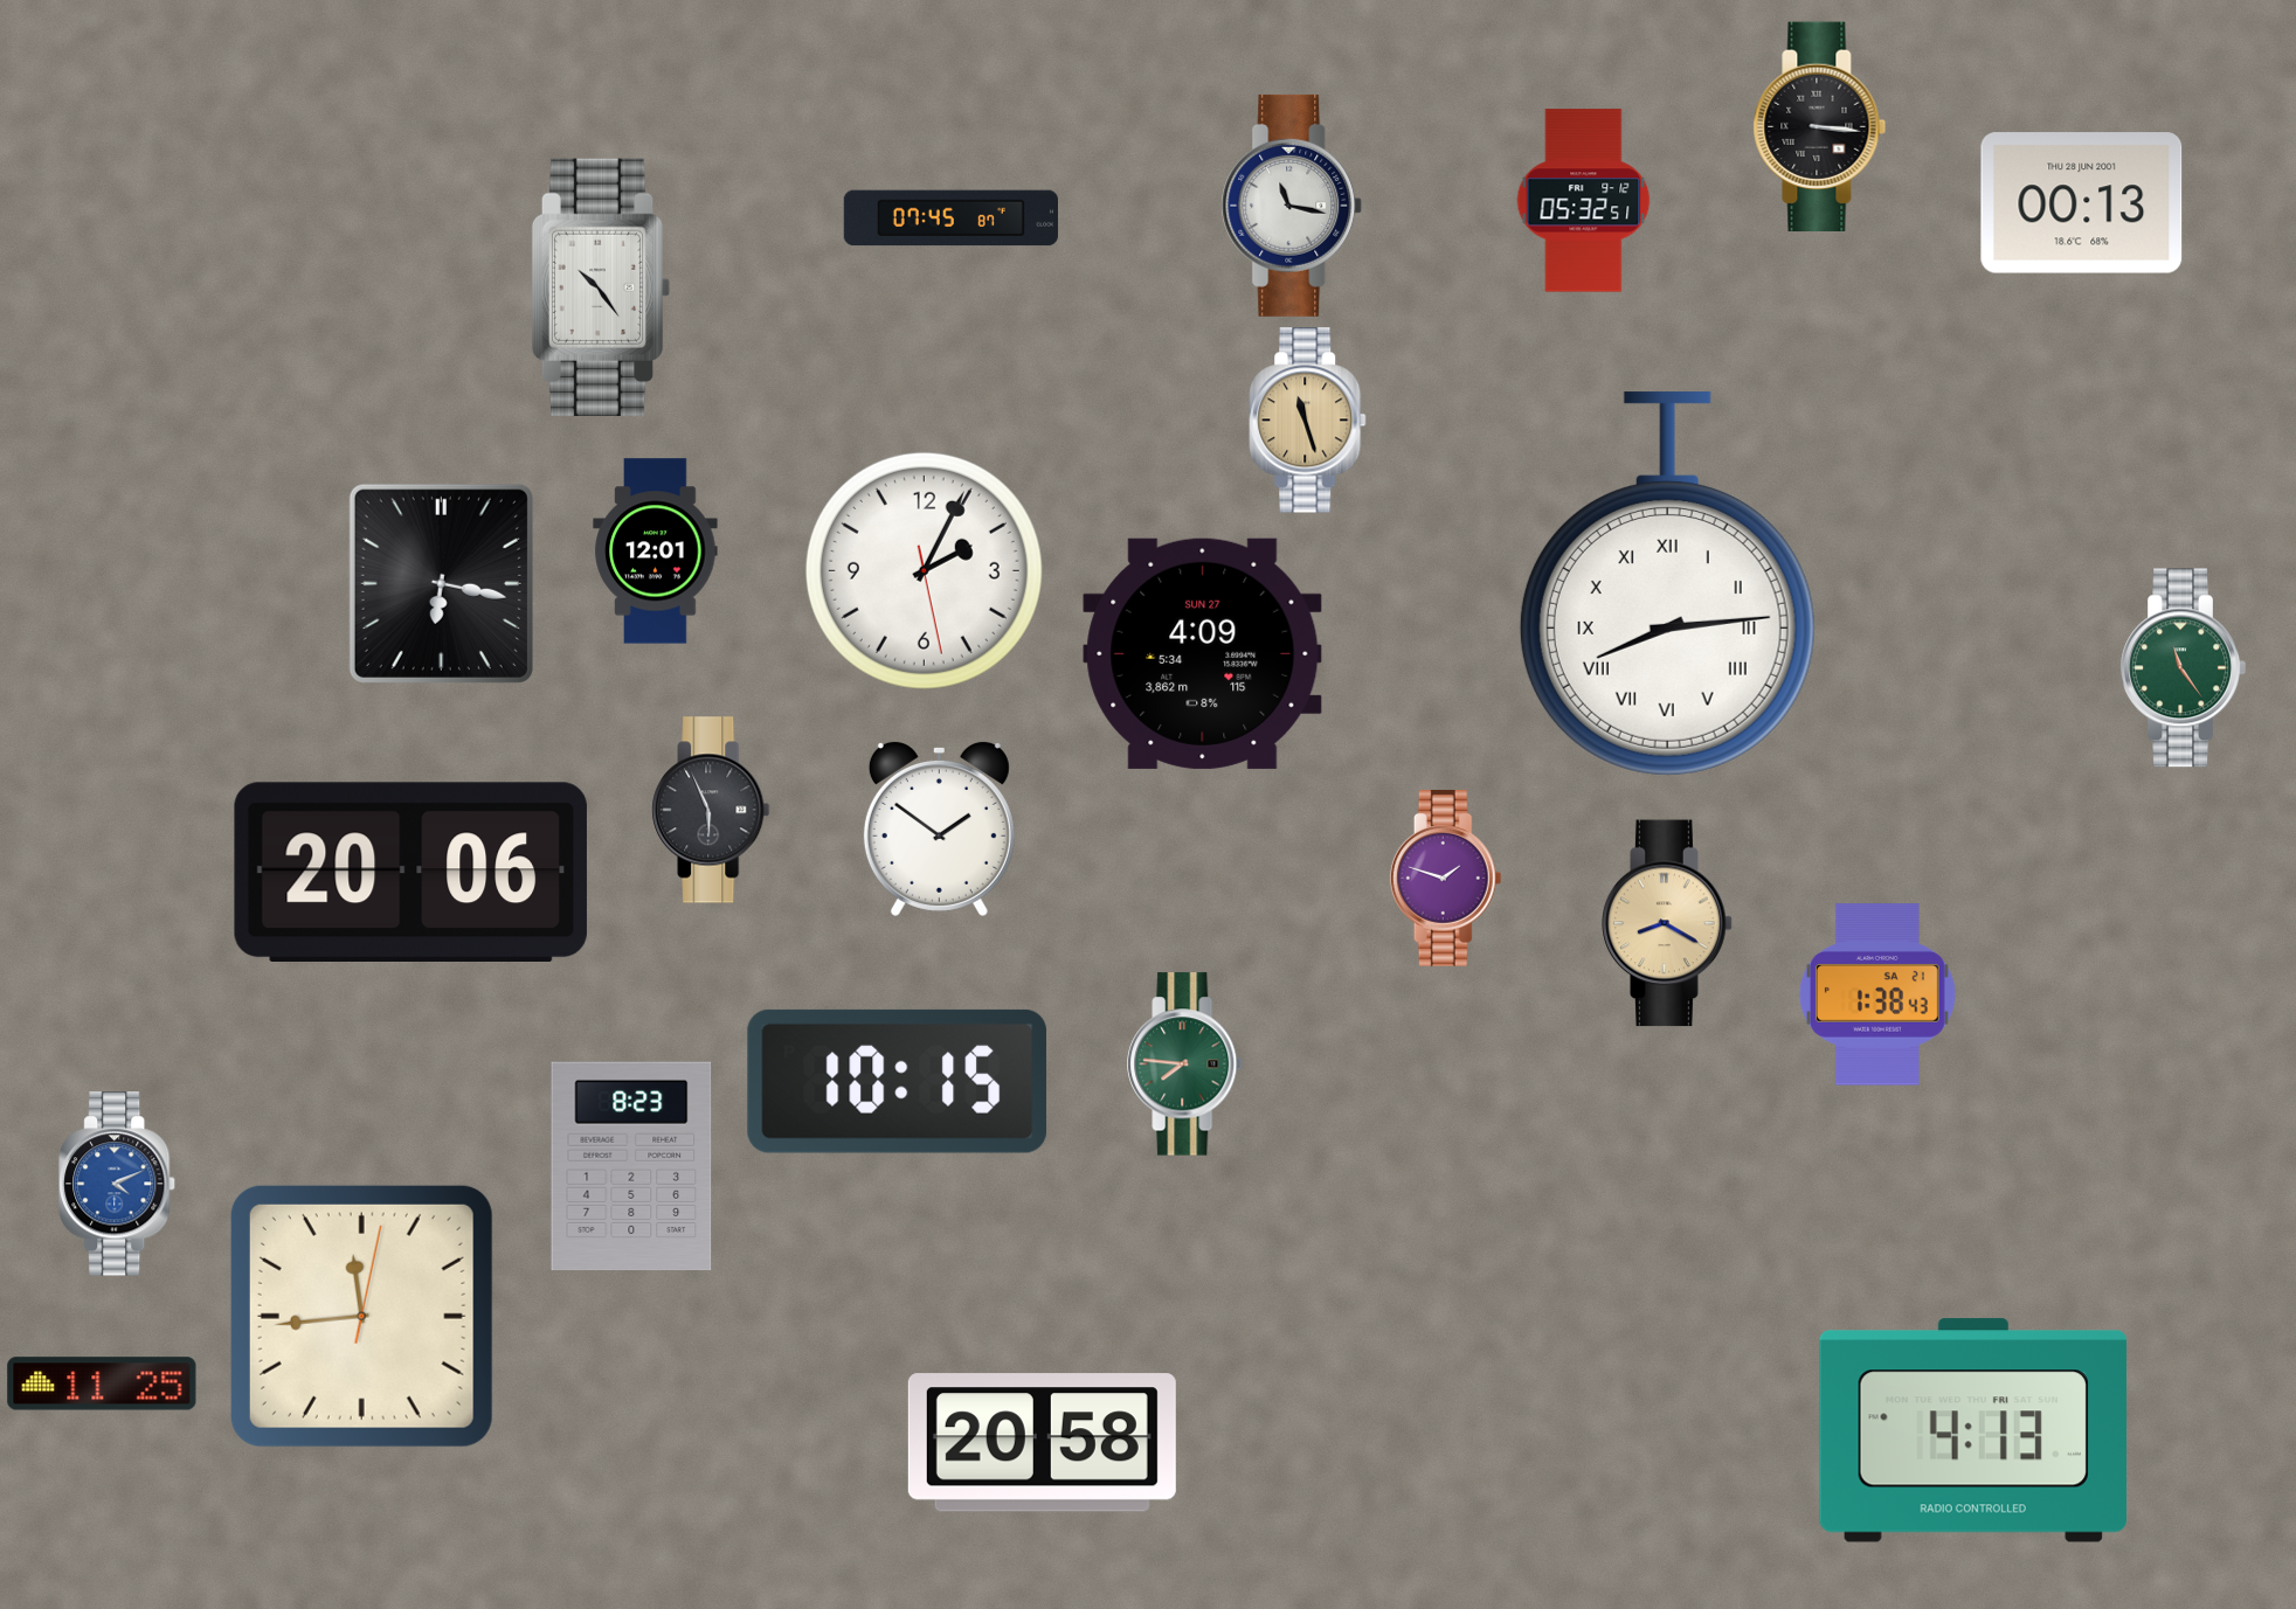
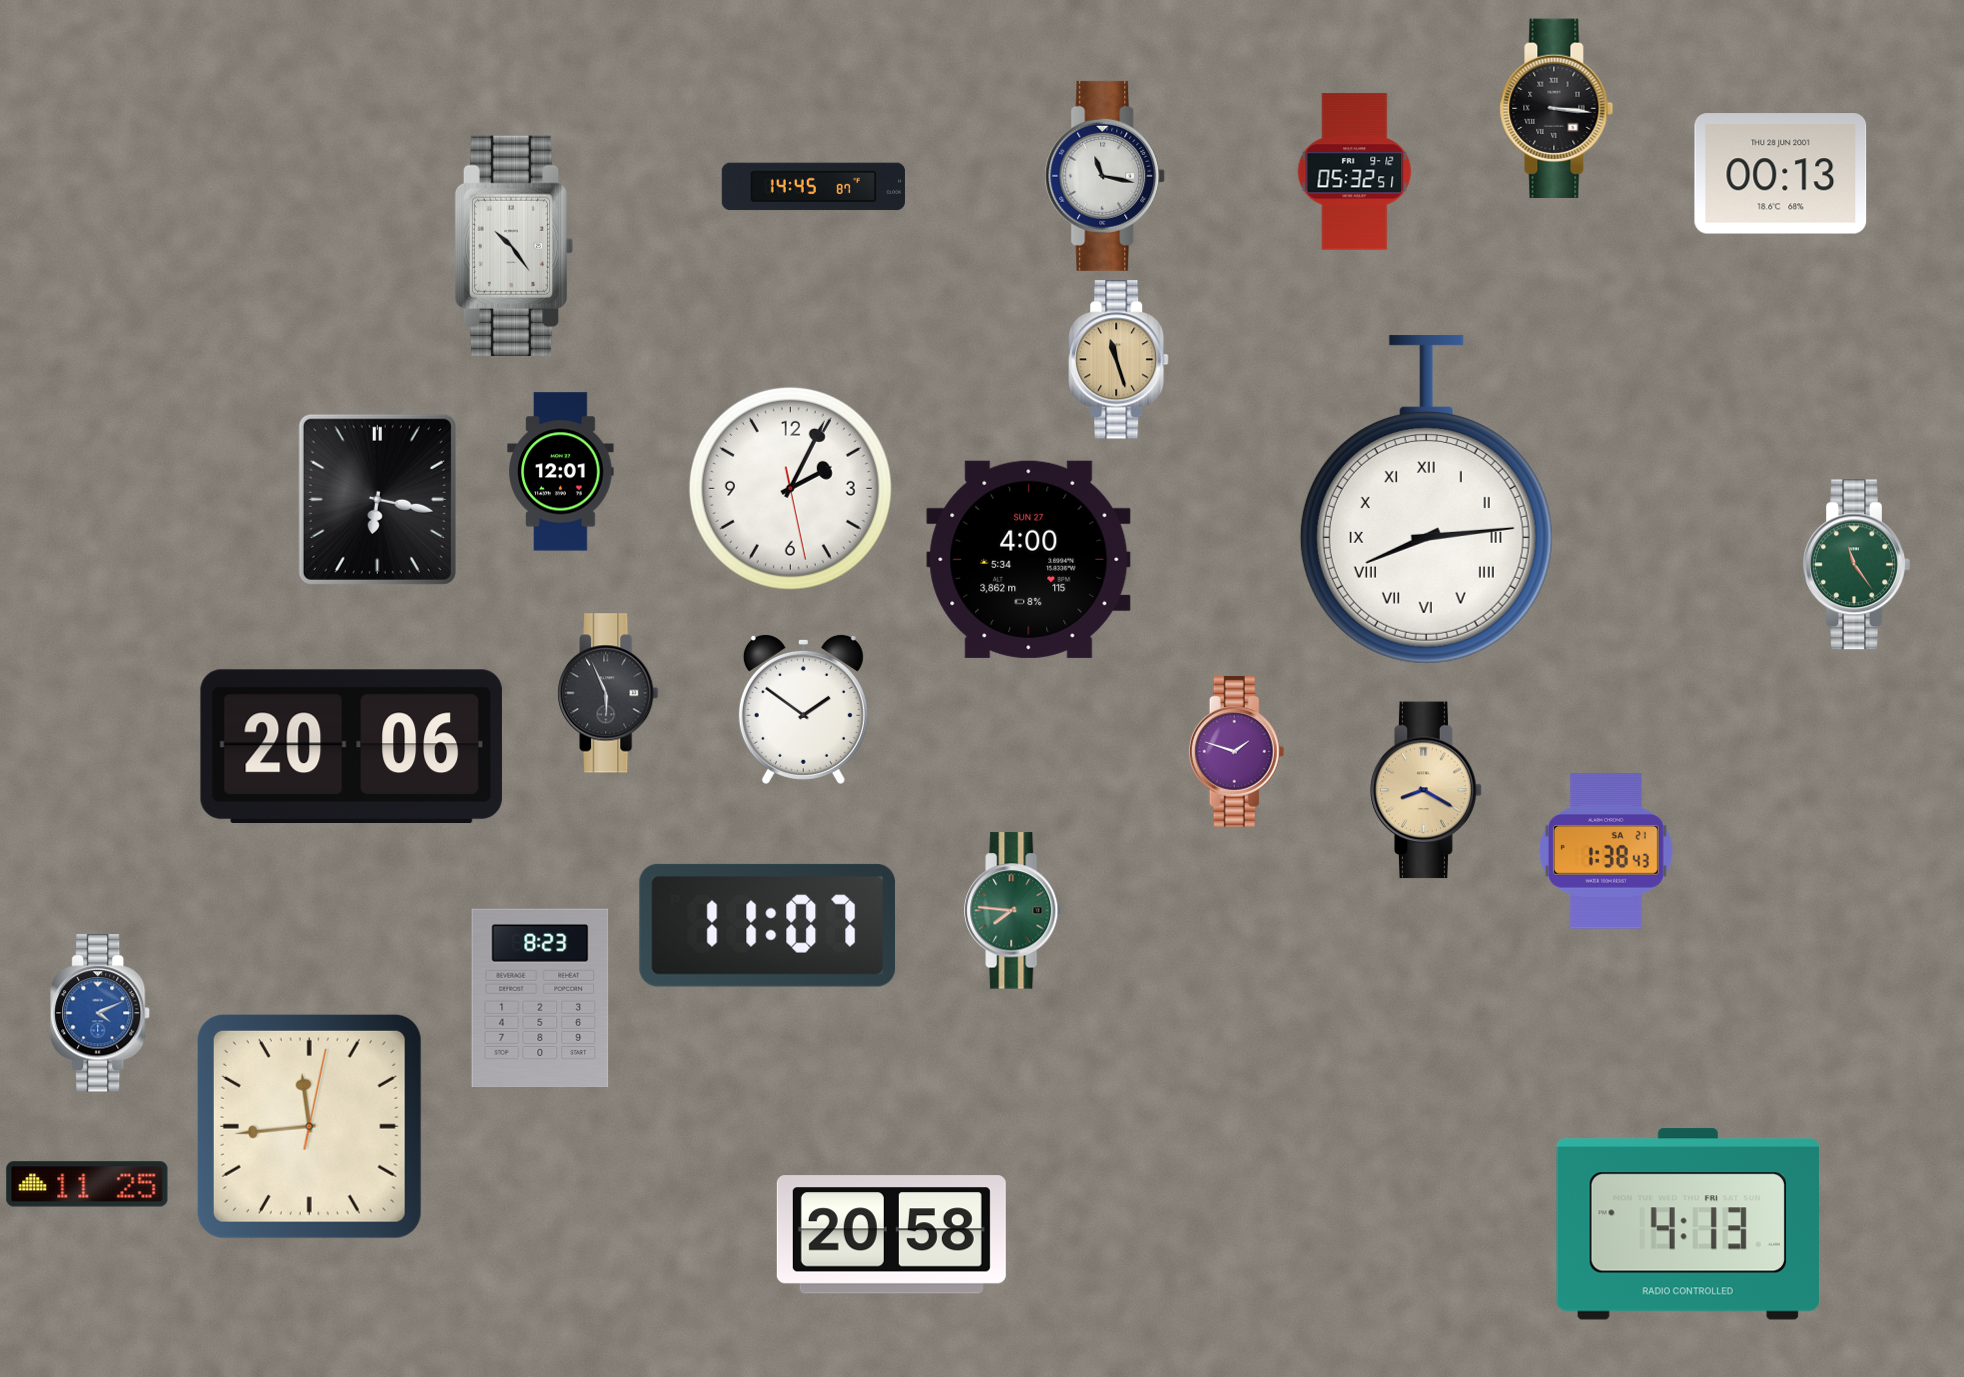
clock at (950, 219): 07:45 -> 14:45
clock at (1203, 653): 4:09 -> 4:00
clock at (2183, 668) position: (2183, 668) -> (1856, 565)
clock at (898, 1081): 10:15 -> 11:07
